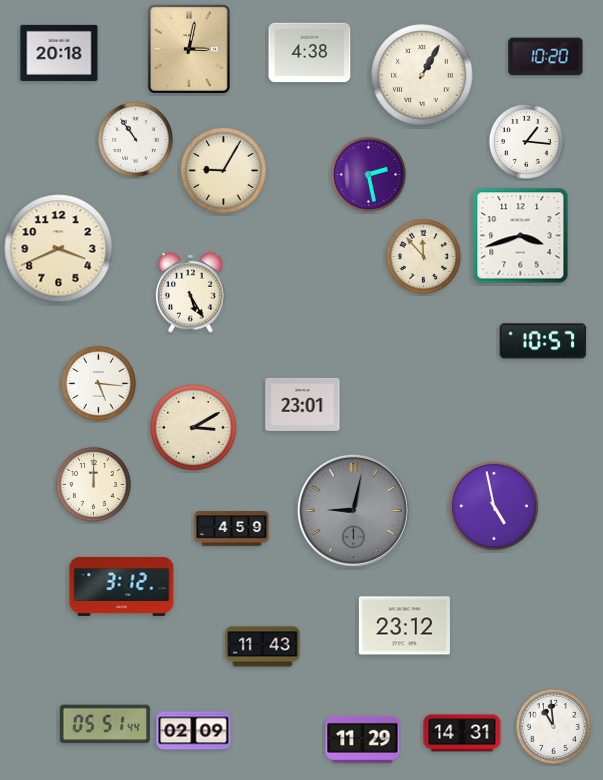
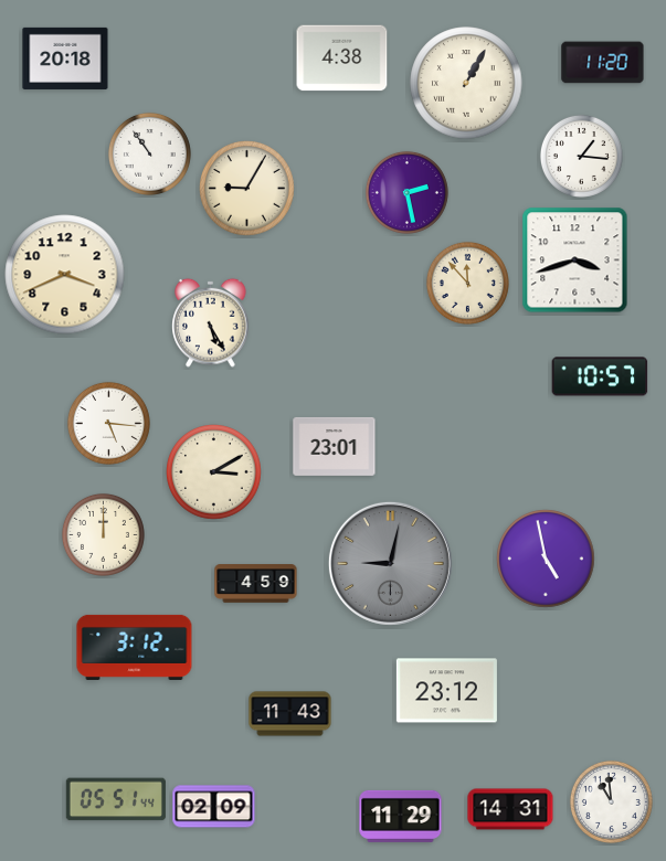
clock at (189, 49): 3:02 -> none
clock at (546, 57): 10:20 -> 11:20
